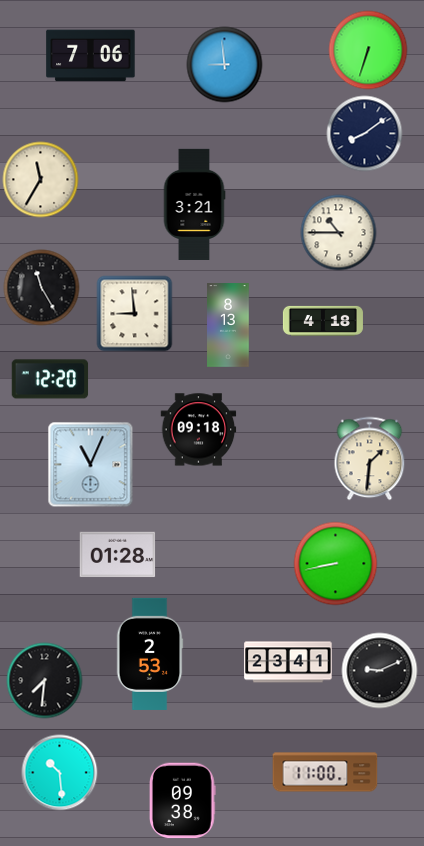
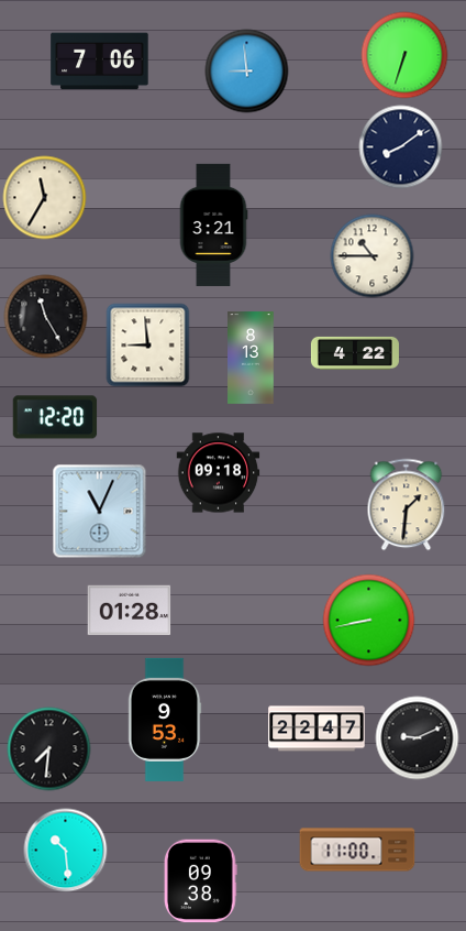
clock at (323, 321): 4:18 -> 4:22
clock at (150, 654): 2:53 -> 9:53
clock at (288, 662): 23:41 -> 22:47
